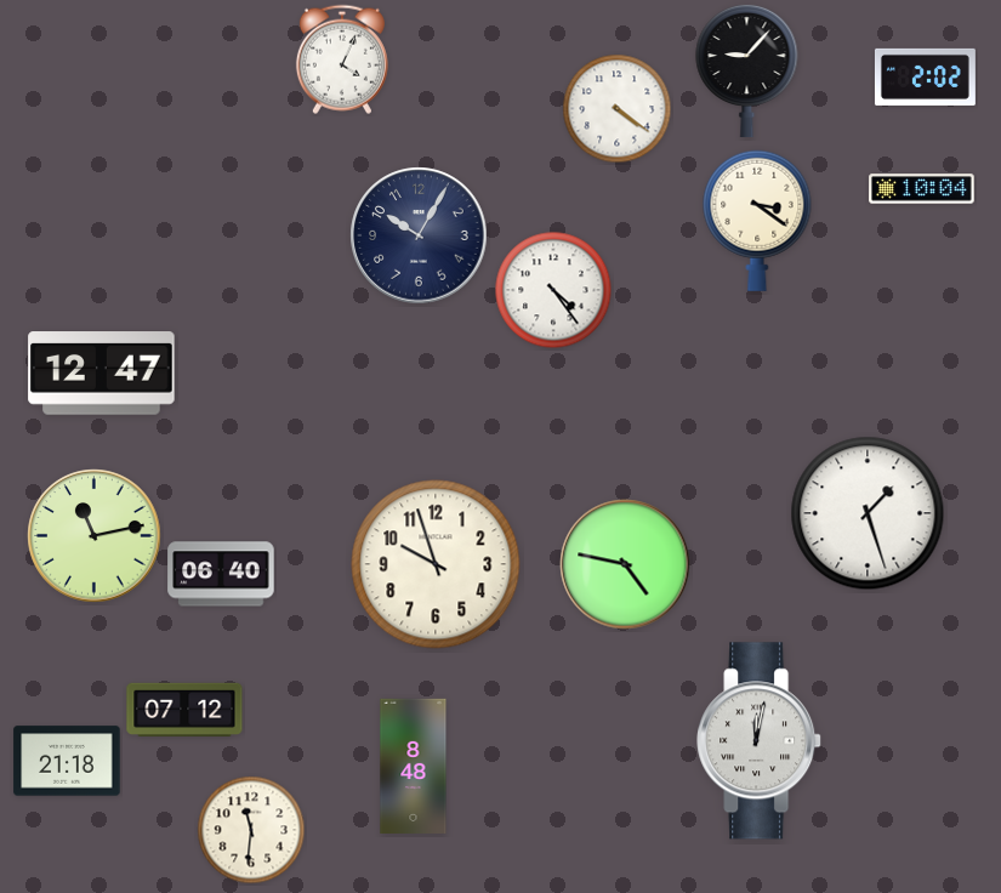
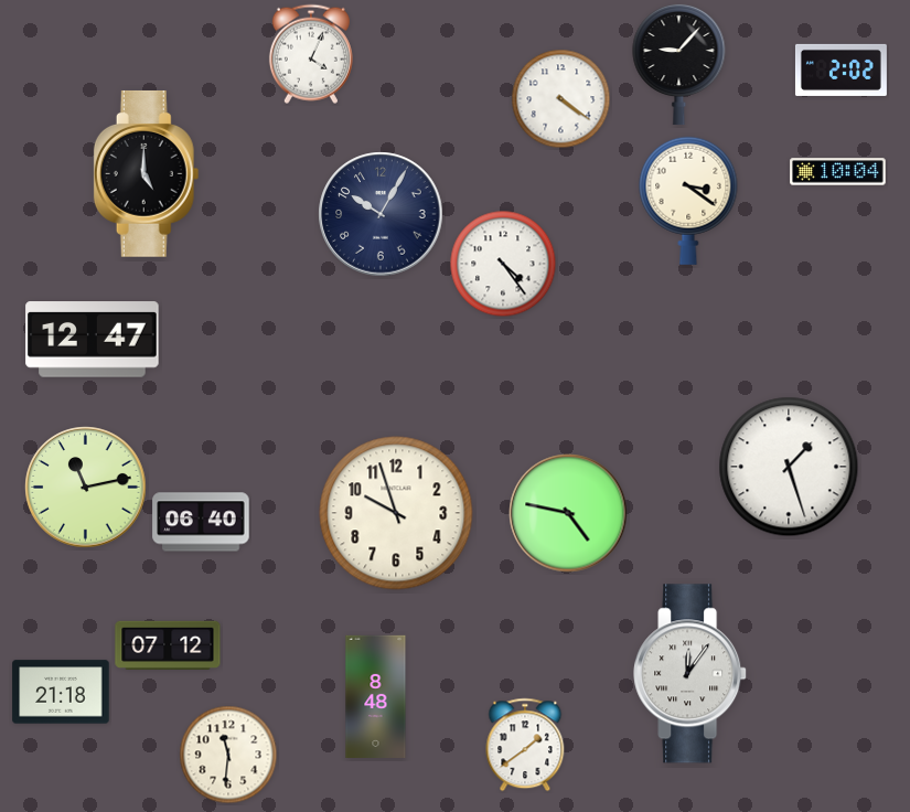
clock at (147, 174): none -> 5:00
clock at (760, 741): 12:02 -> 12:06
clock at (525, 745): none -> 1:39
